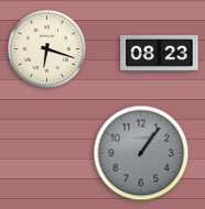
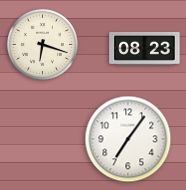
clock at (141, 153): 1:06 -> 7:06
clock at (141, 153) dial: grey -> white
